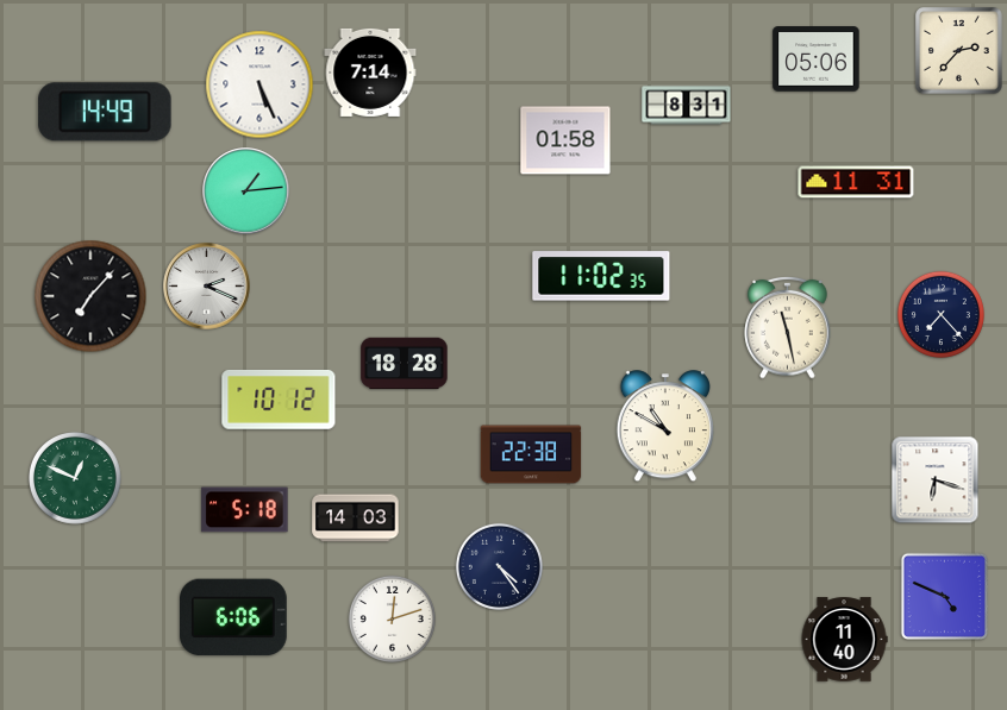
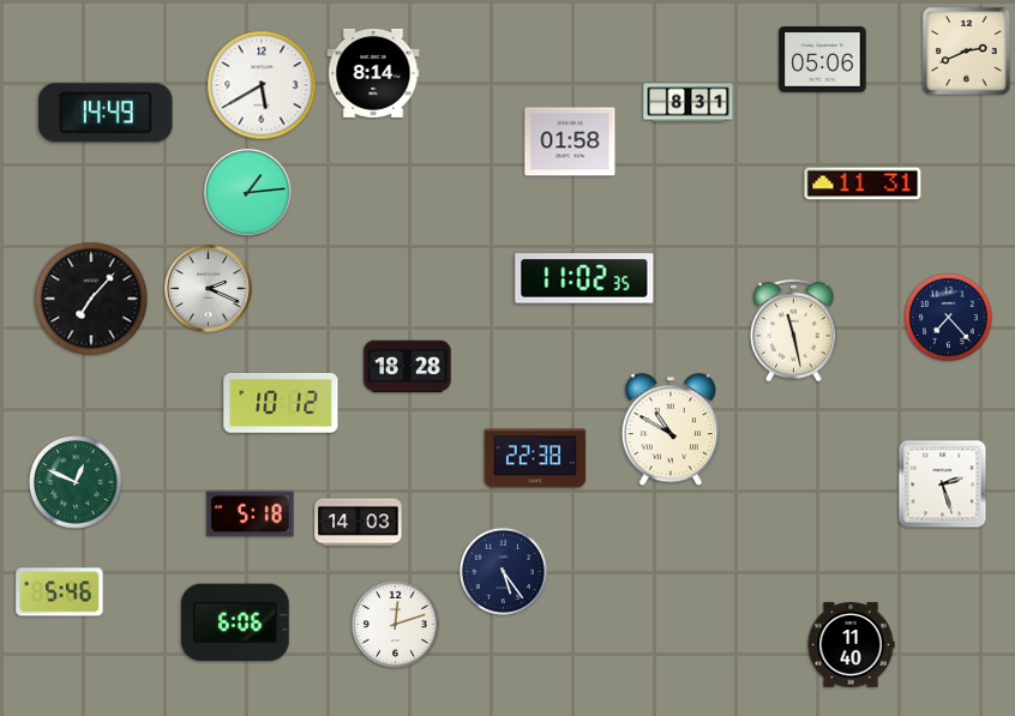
clock at (959, 51): 2:37 -> 2:41
clock at (370, 73): 7:14 -> 8:14
clock at (259, 84): 5:26 -> 5:40
clock at (687, 106) position: (687, 106) -> (689, 103)
clock at (601, 276) position: (601, 276) -> (584, 278)
clock at (936, 480): 6:18 -> 2:27
clock at (245, 510) position: (245, 510) -> (251, 515)
clock at (499, 566): 4:24 -> 5:24
clock at (60, 592): none -> 5:46
clock at (944, 596): 4:49 -> none
